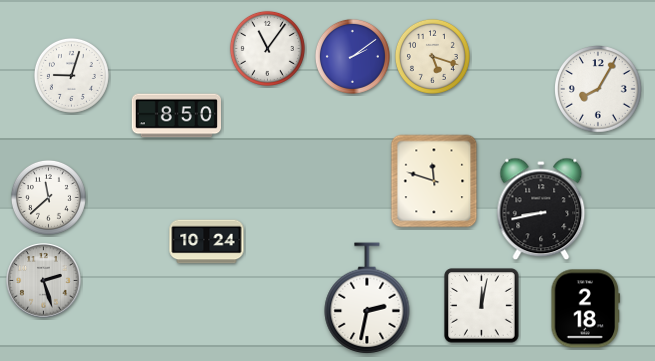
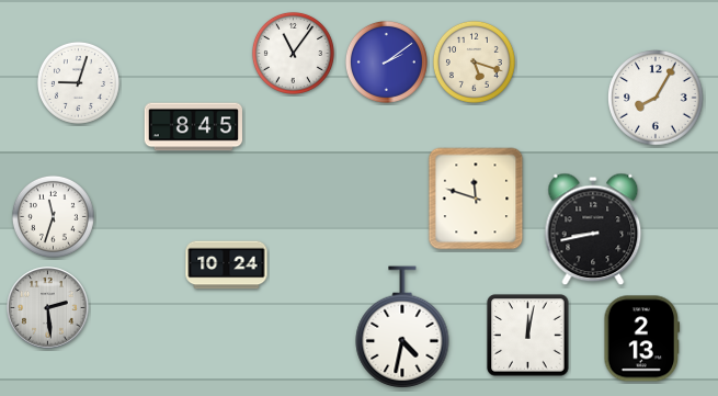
clock at (176, 116): 8:50 -> 8:45
clock at (48, 197): 11:38 -> 11:33
clock at (44, 281): 2:27 -> 2:29
clock at (367, 299): 2:32 -> 4:32
clock at (586, 309): 2:18 -> 2:13
